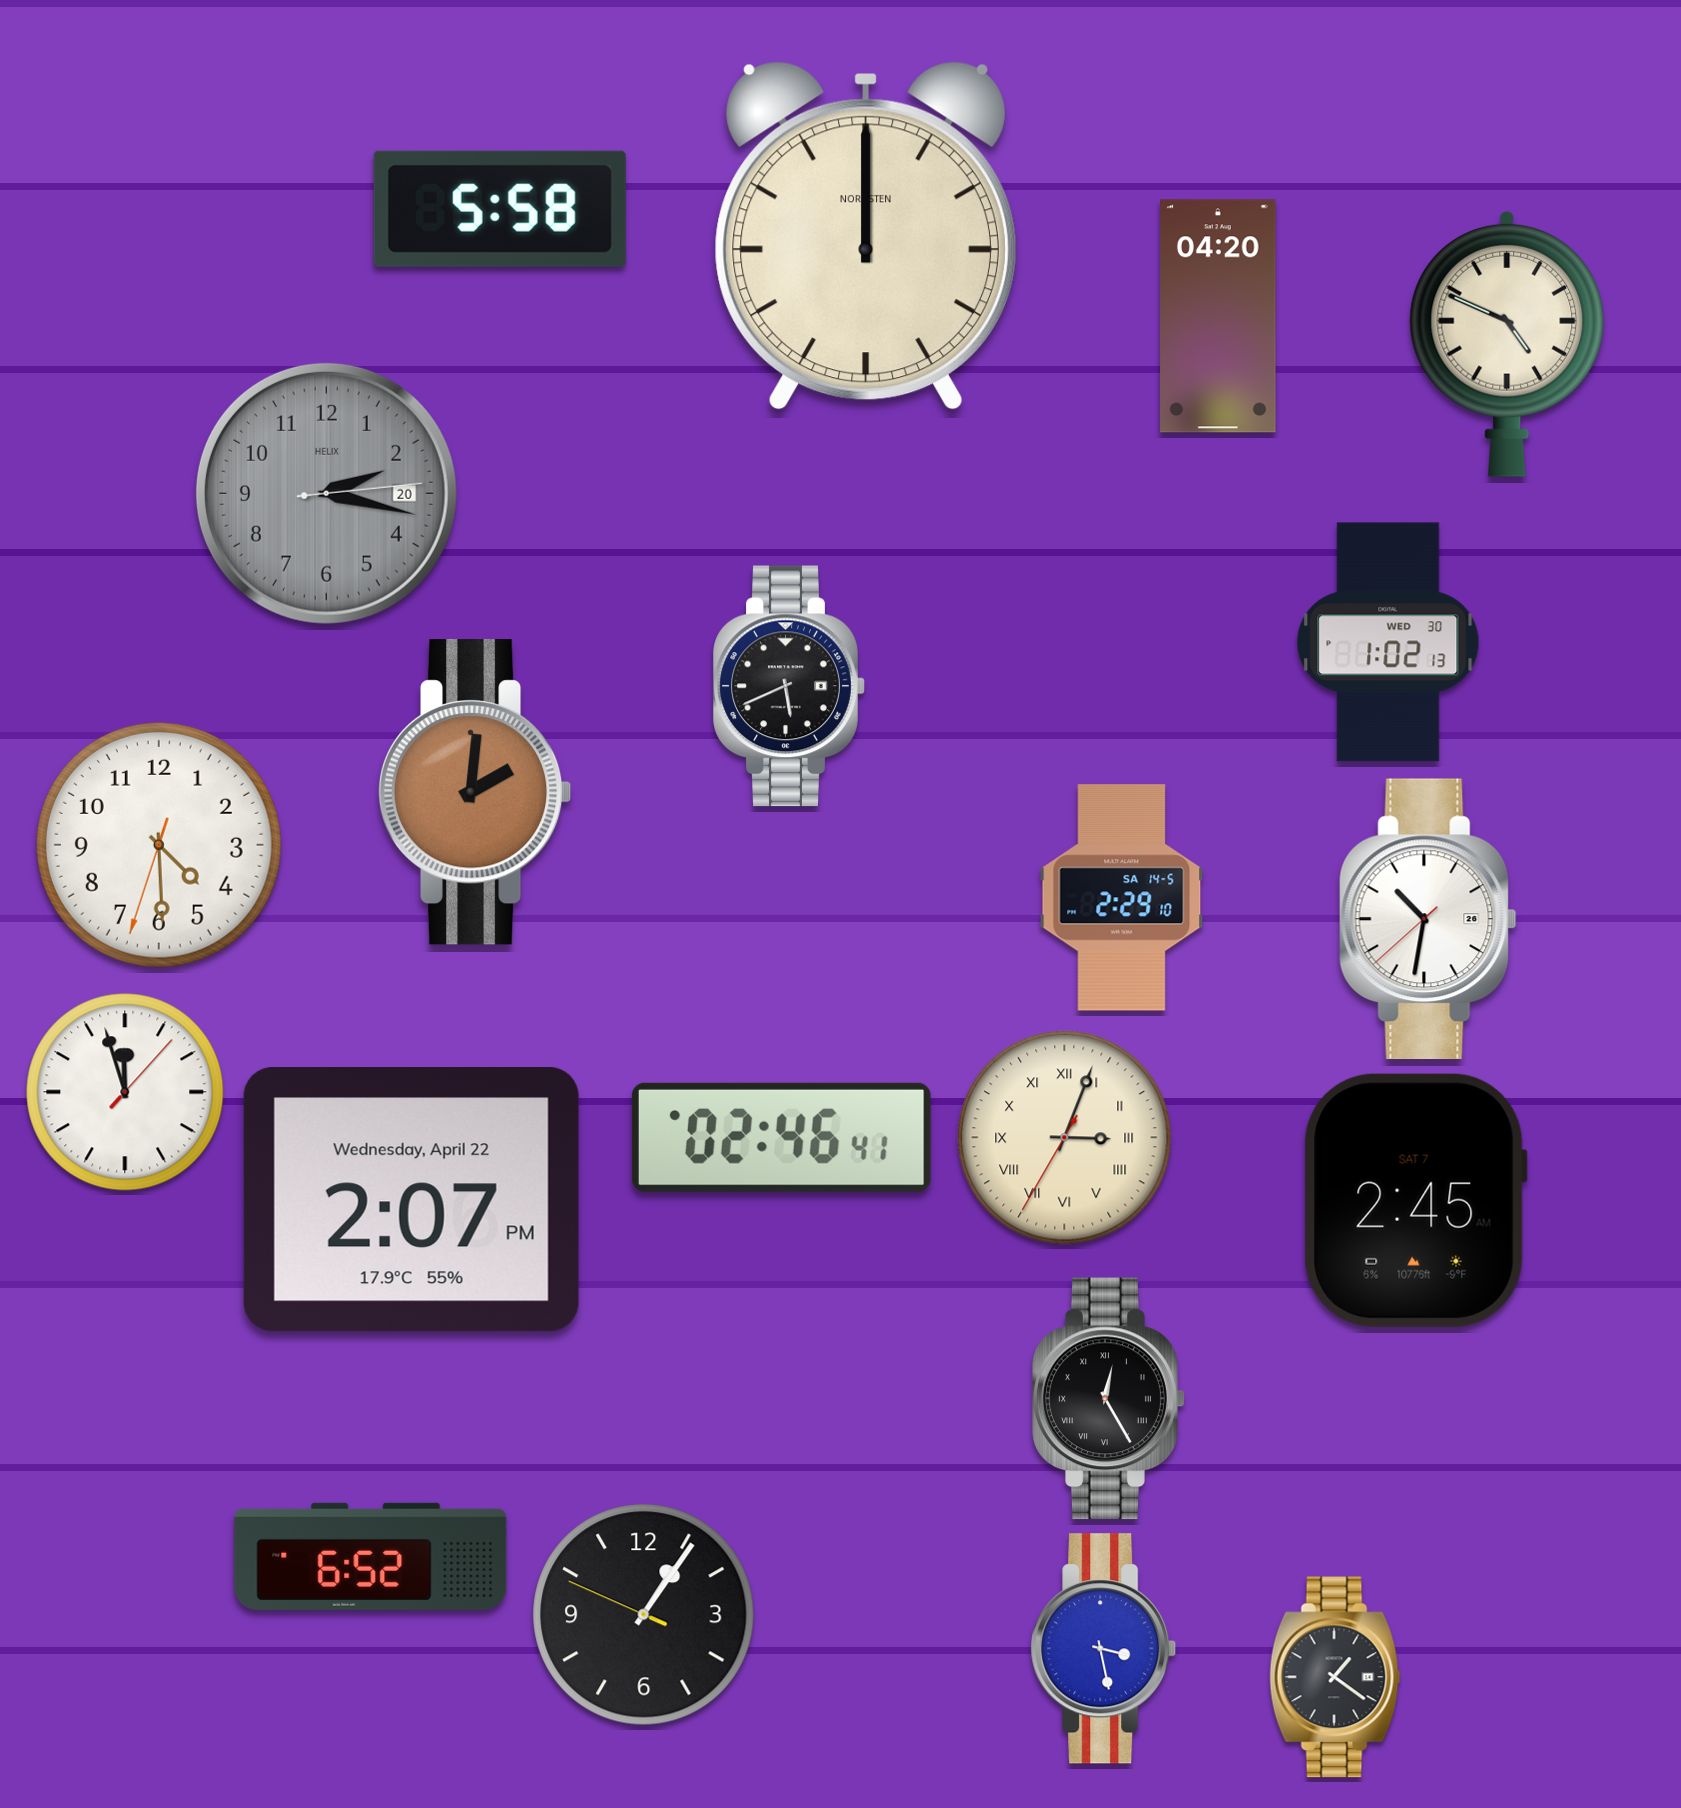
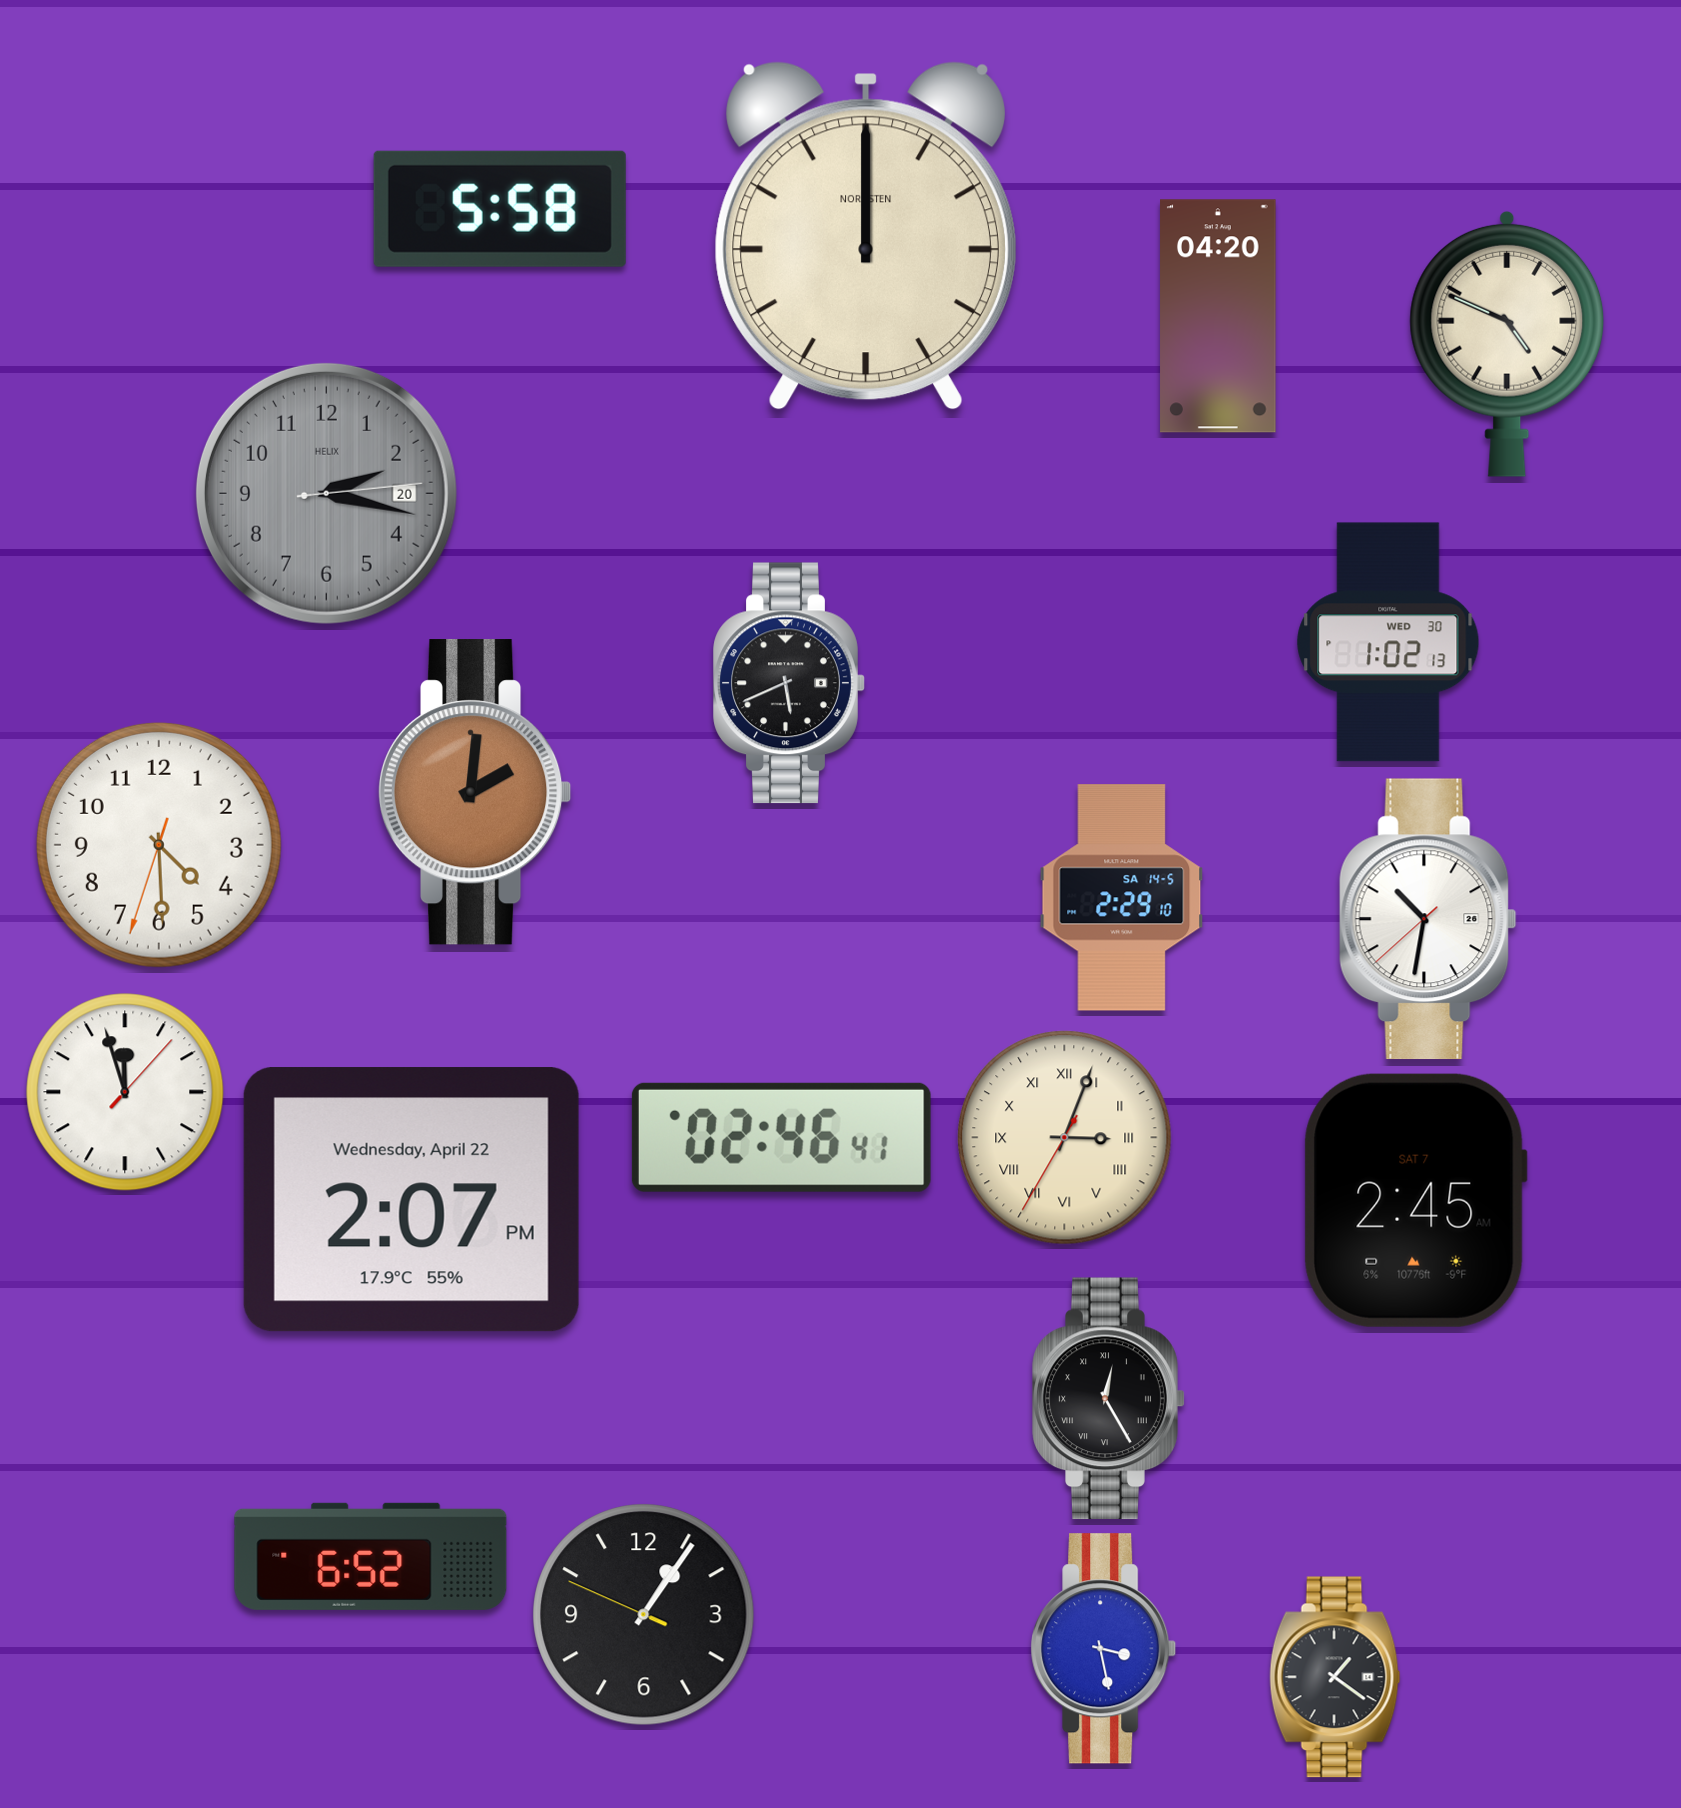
clock at (789, 686) position: (789, 686) -> (789, 683)
